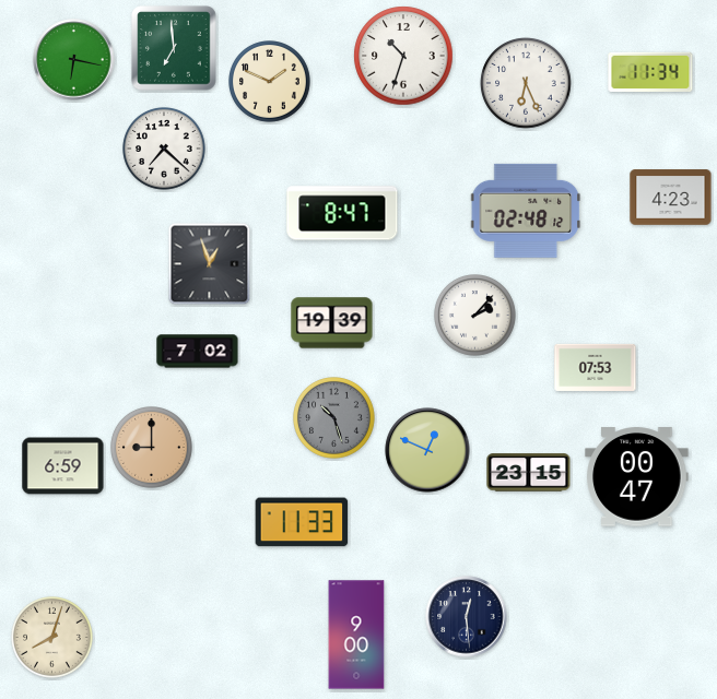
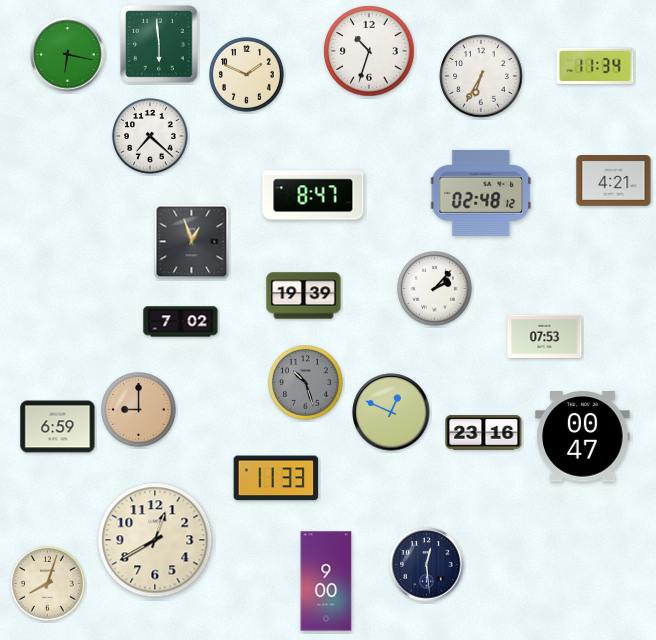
clock at (174, 48): 6:59 -> 5:59
clock at (526, 83): 6:26 -> 6:35
clock at (671, 198): 4:23 -> 4:21
clock at (529, 473): 23:15 -> 23:16
clock at (155, 540): none -> 12:40
